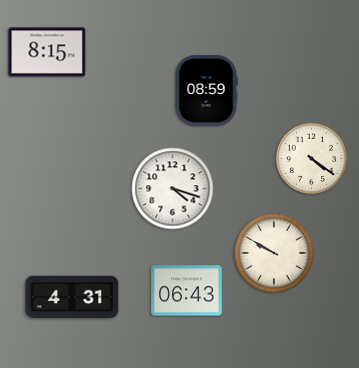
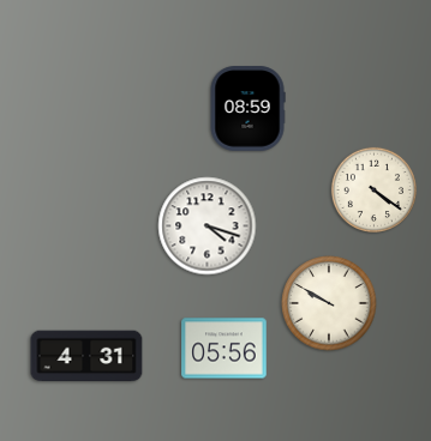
clock at (47, 52): 8:15 -> none
clock at (187, 291): 06:43 -> 05:56
